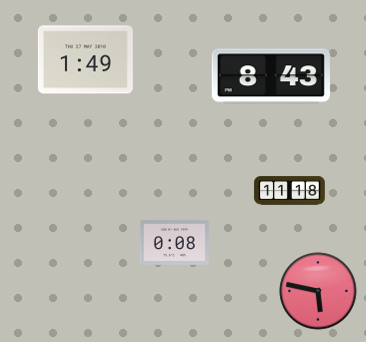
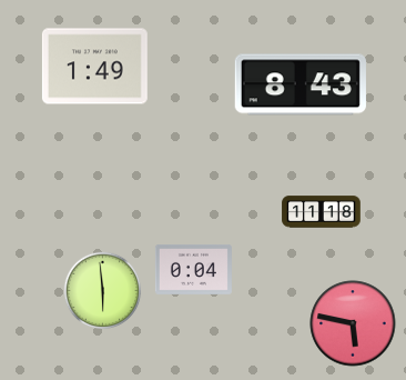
clock at (174, 242): 0:08 -> 0:04
clock at (103, 291): none -> 5:59
